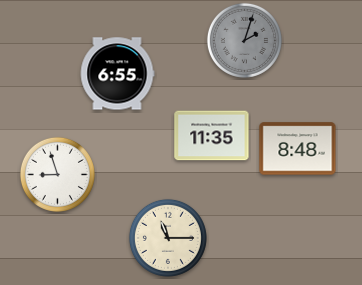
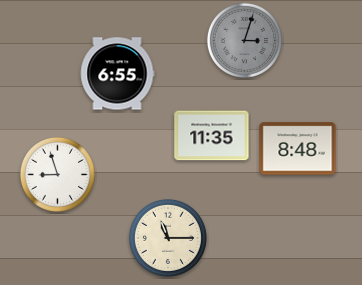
clock at (244, 40): 2:03 -> 3:03
